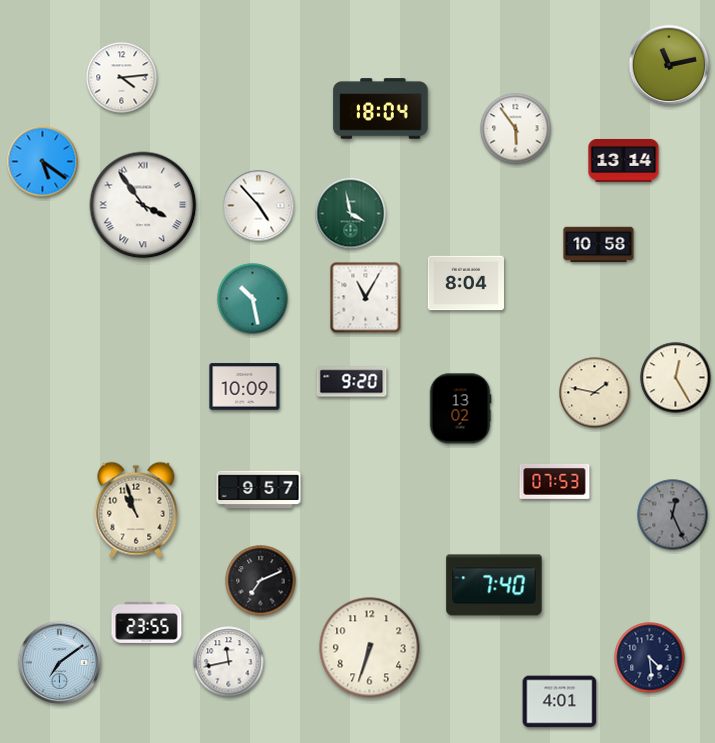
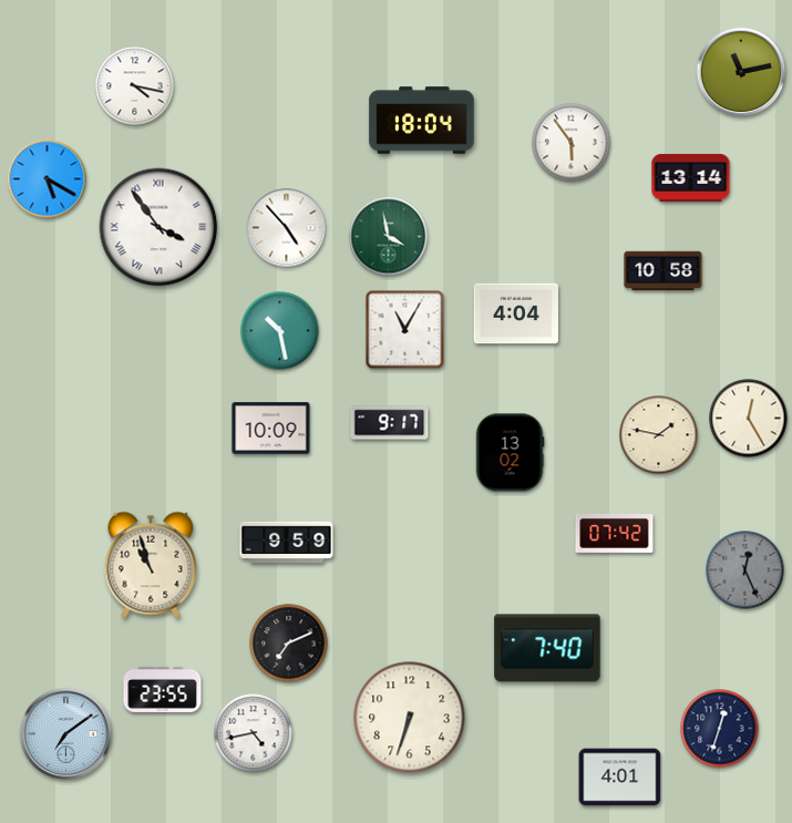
clock at (122, 78): 4:14 -> 4:17
clock at (43, 162): 5:21 -> 5:20
clock at (465, 283): 8:04 -> 4:04
clock at (352, 382): 9:20 -> 9:17
clock at (555, 482): 07:53 -> 07:42
clock at (259, 490): 9:57 -> 9:59
clock at (650, 658): 4:29 -> 12:33
clock at (229, 662): 11:43 -> 4:43
